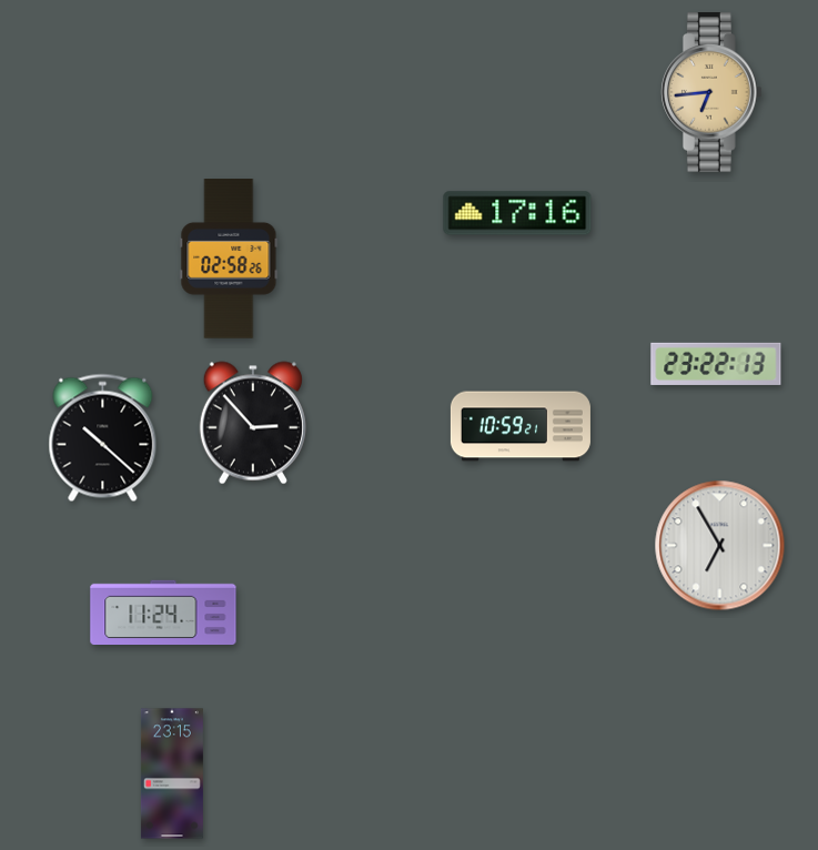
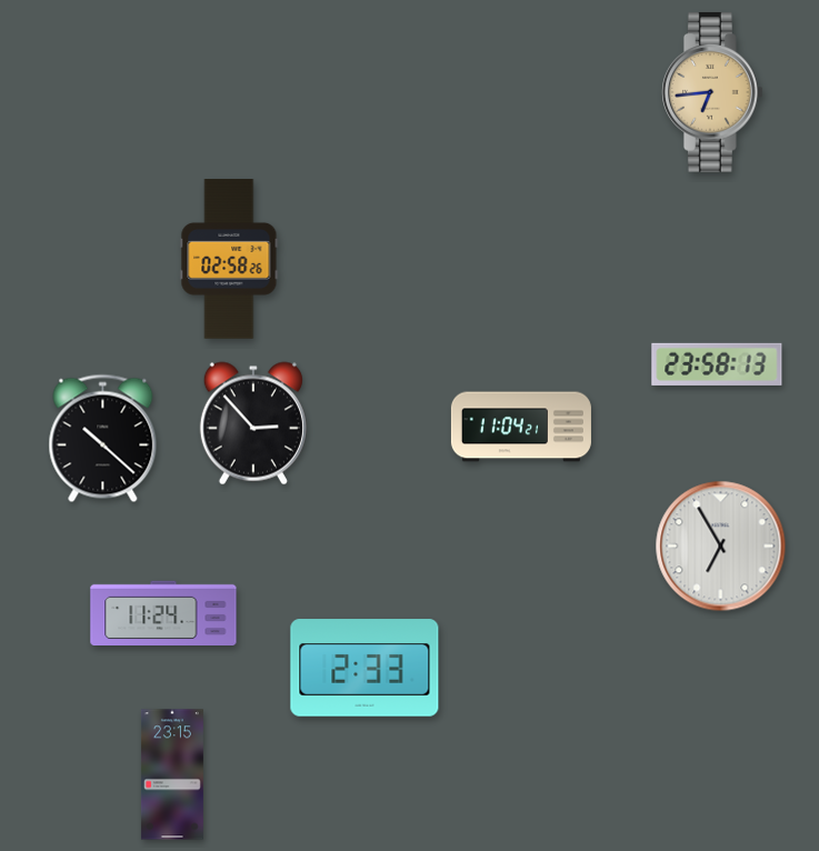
clock at (517, 213): 17:16 -> none
clock at (716, 364): 23:22 -> 23:58
clock at (521, 426): 10:59 -> 11:04
clock at (364, 668): none -> 2:33
